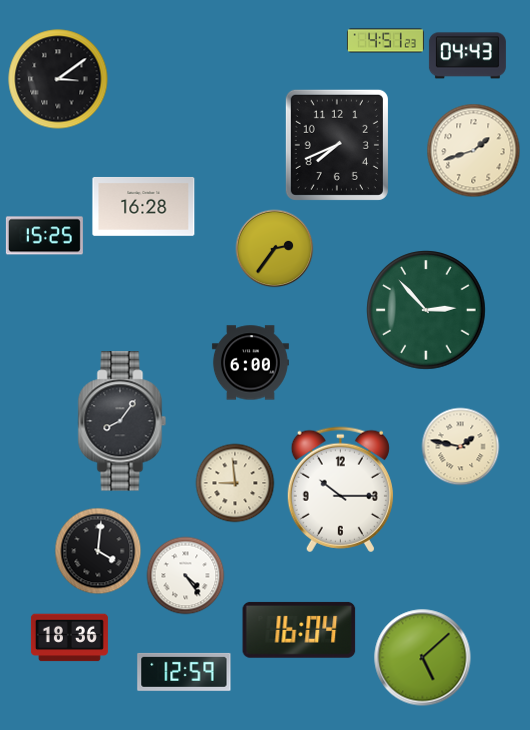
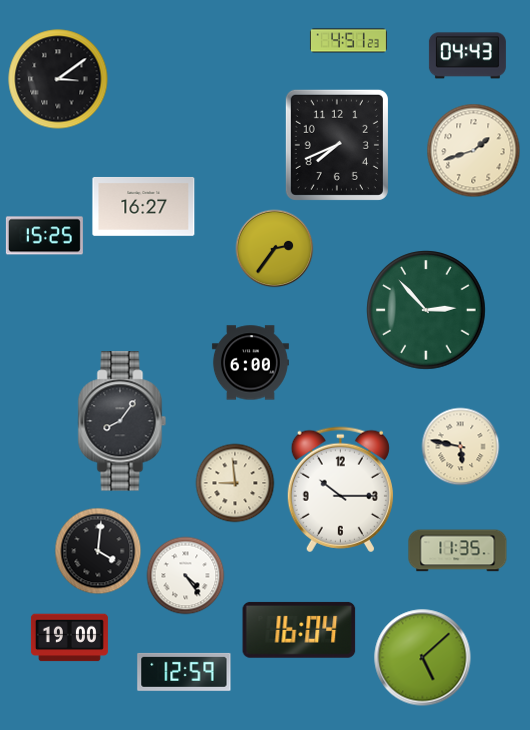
clock at (385, 41) position: (385, 41) -> (348, 41)
clock at (144, 206): 16:28 -> 16:27
clock at (460, 446): 1:47 -> 5:47
clock at (458, 551): none -> 11:35
clock at (69, 638): 18:36 -> 19:00
